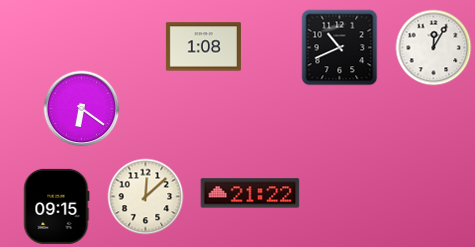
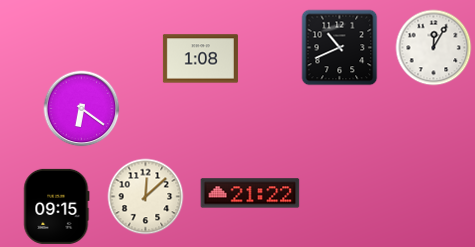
clock at (203, 47) position: (203, 47) -> (200, 59)
